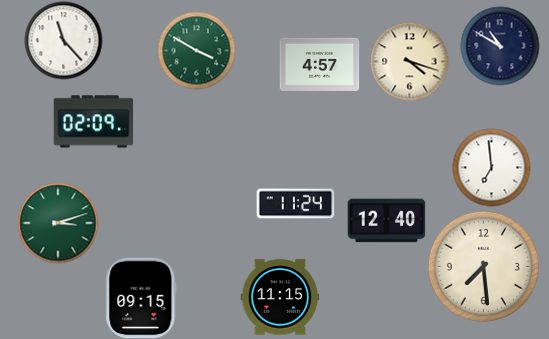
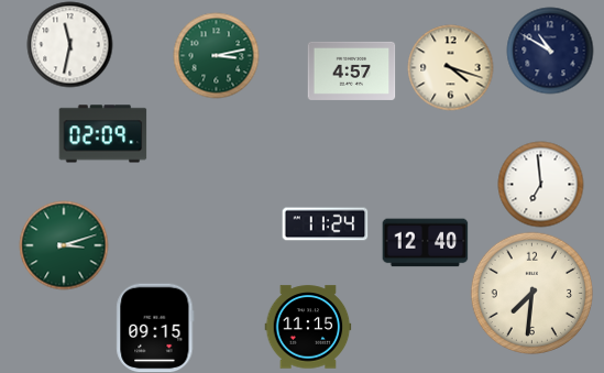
clock at (63, 40): 11:23 -> 11:32
clock at (196, 50): 3:50 -> 3:13
clock at (483, 266): 7:29 -> 7:31
